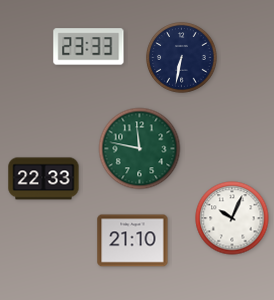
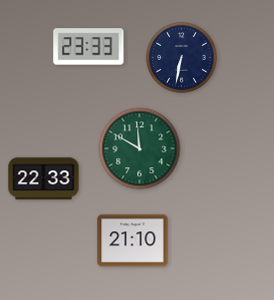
clock at (140, 149): 11:47 -> 11:50
clock at (232, 218): 10:04 -> none
